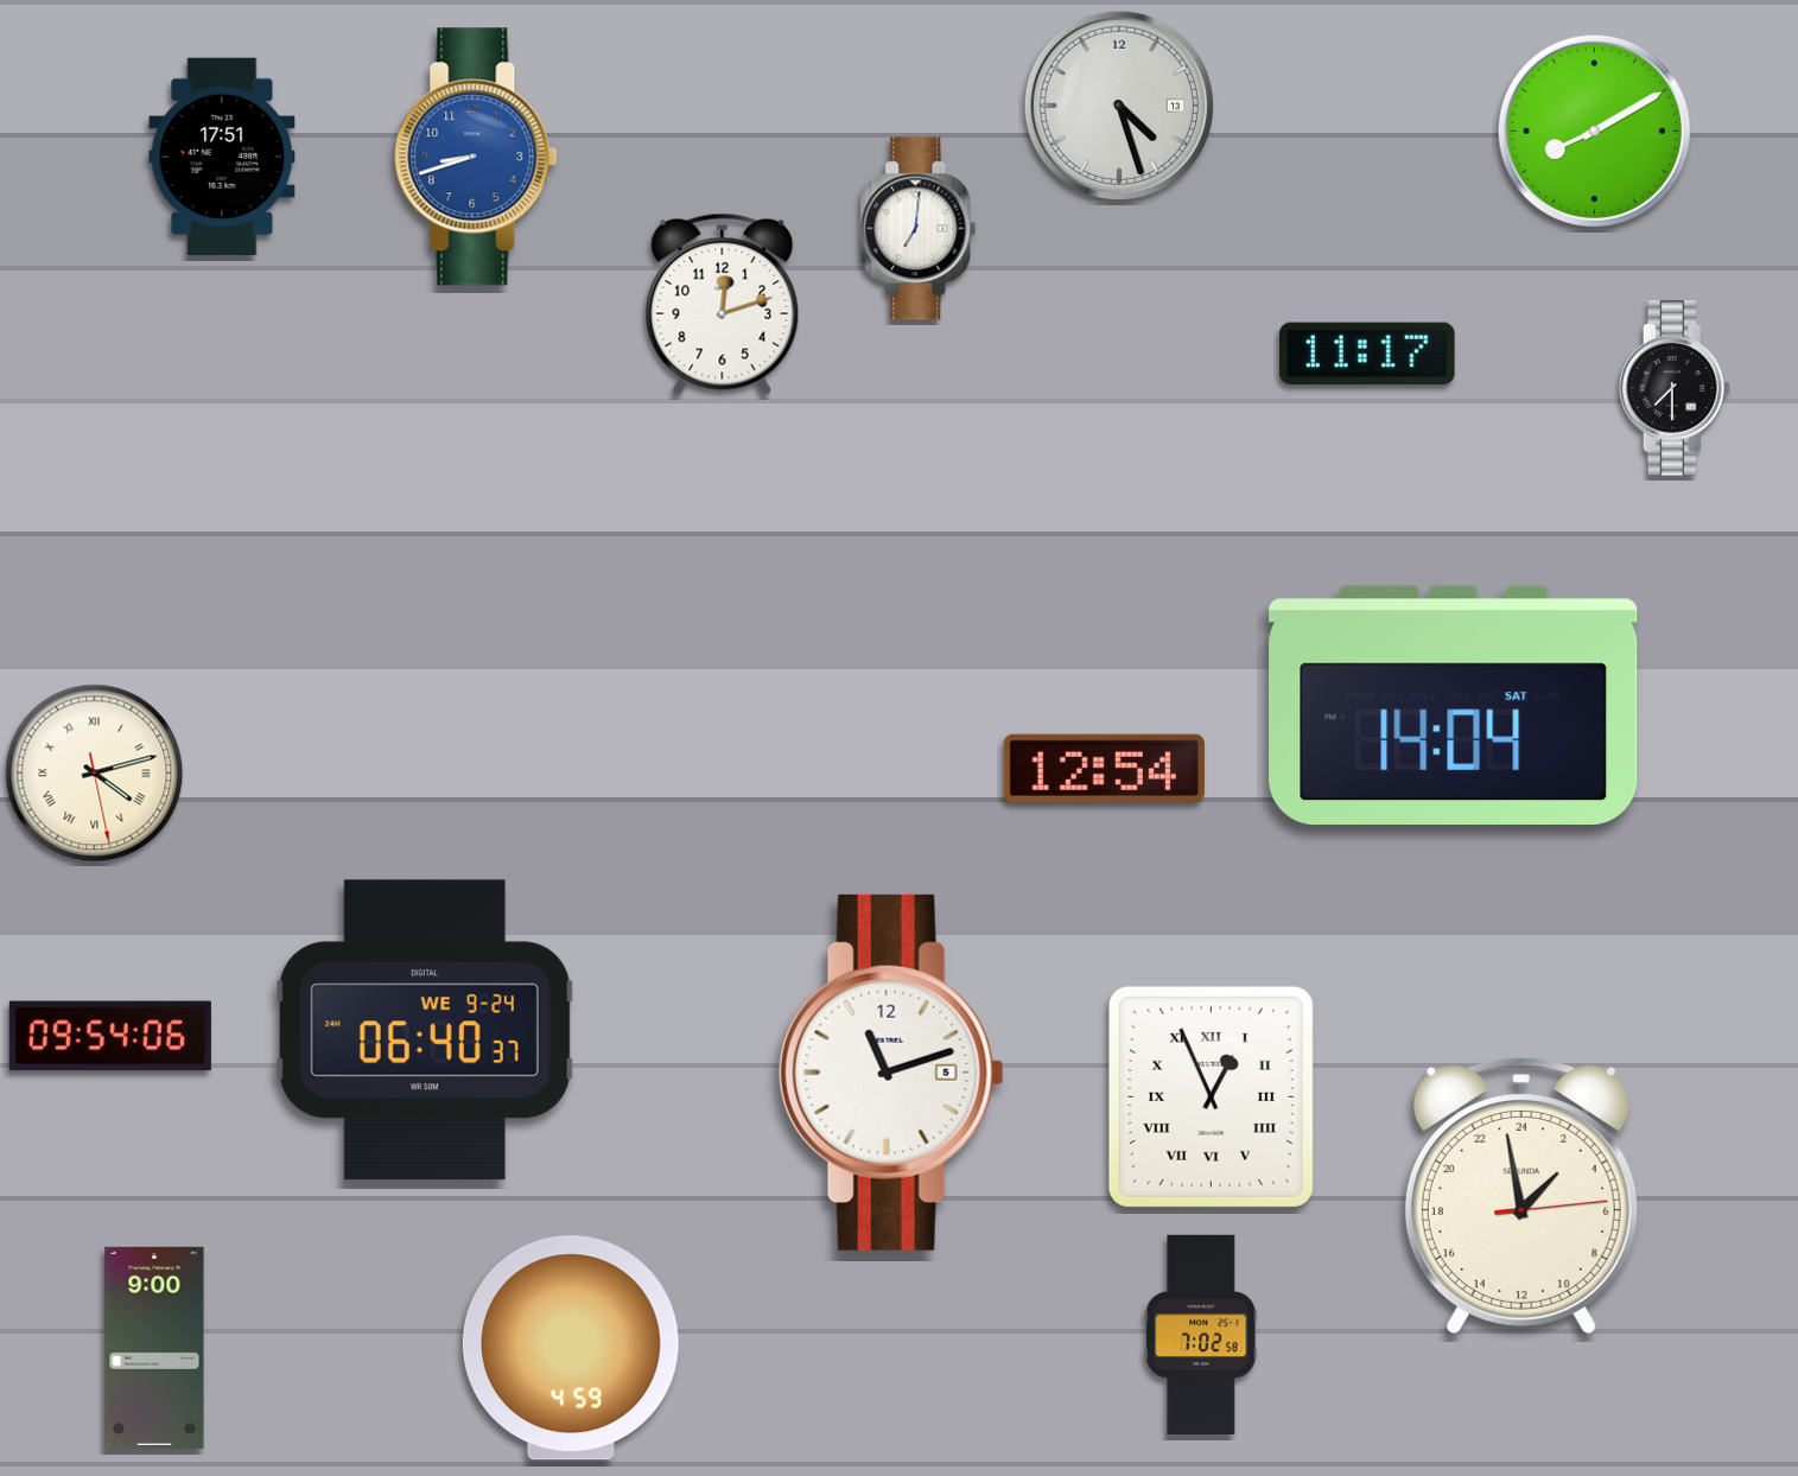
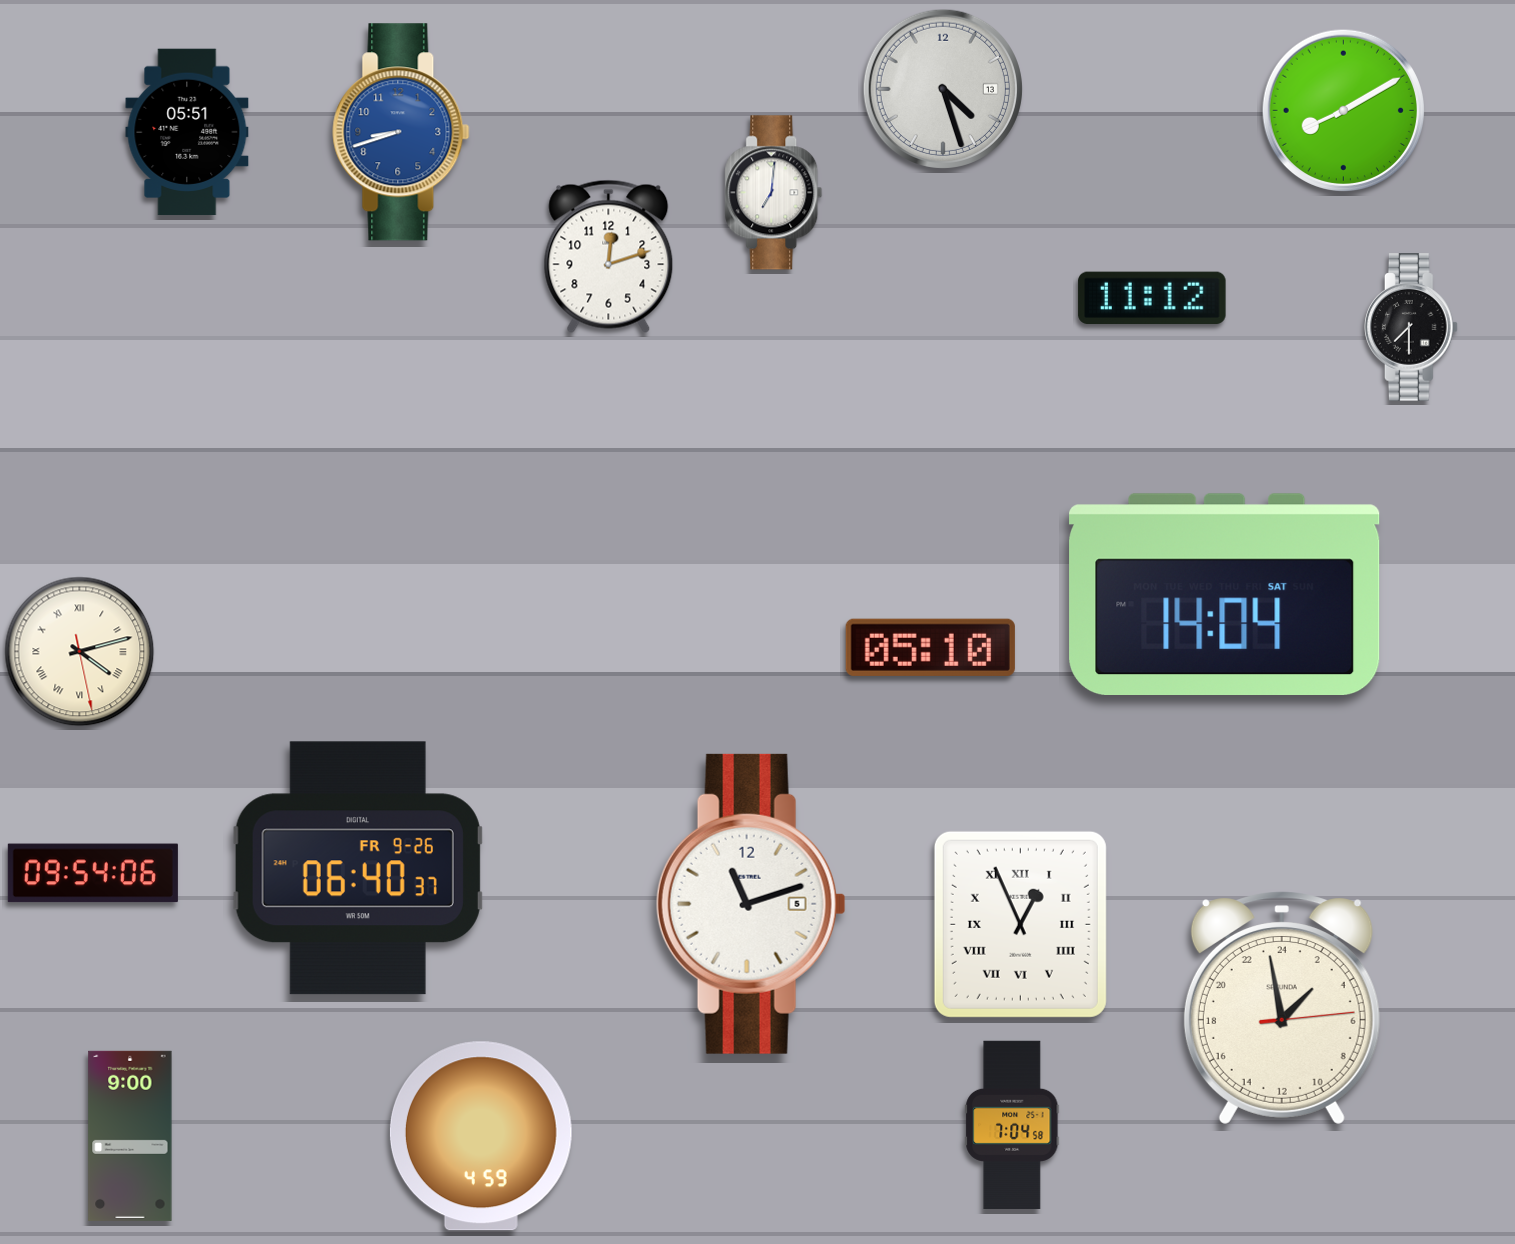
clock at (222, 157): 17:51 -> 05:51
clock at (1367, 354): 11:17 -> 11:12
clock at (1104, 768): 12:54 -> 05:10
clock at (425, 1030) date: WE 9-24 -> FR 9-26
clock at (1201, 1334): 7:02 -> 7:04
